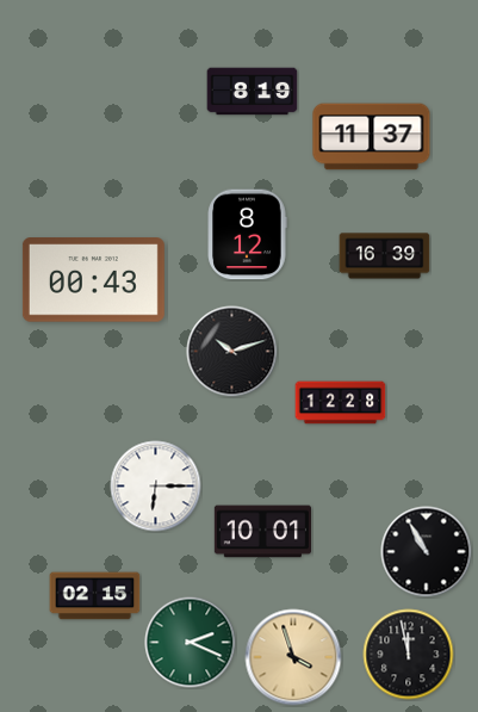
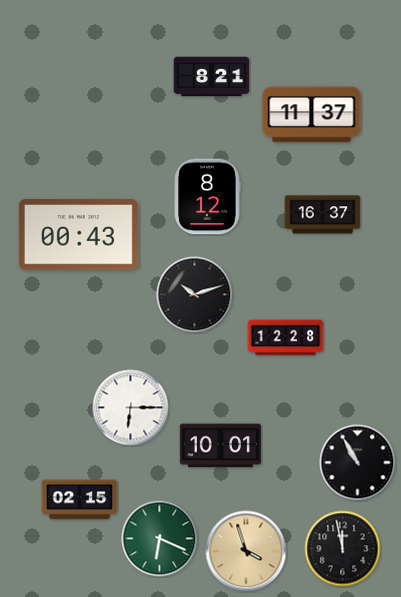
clock at (253, 92): 8:19 -> 8:21
clock at (385, 256): 16:39 -> 16:37
clock at (191, 643): 2:19 -> 6:19
